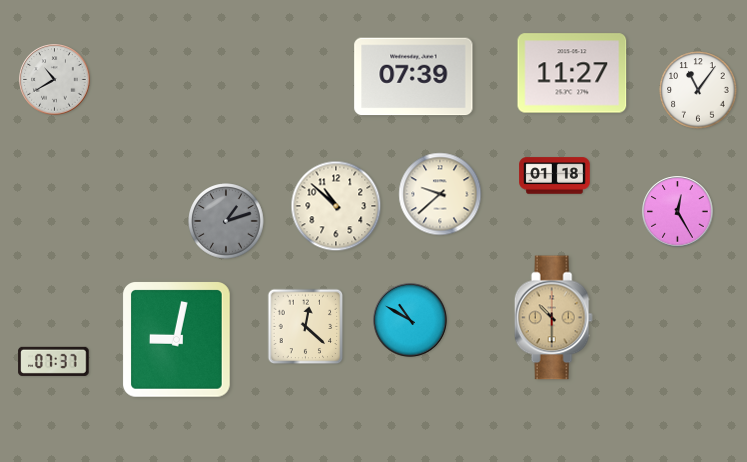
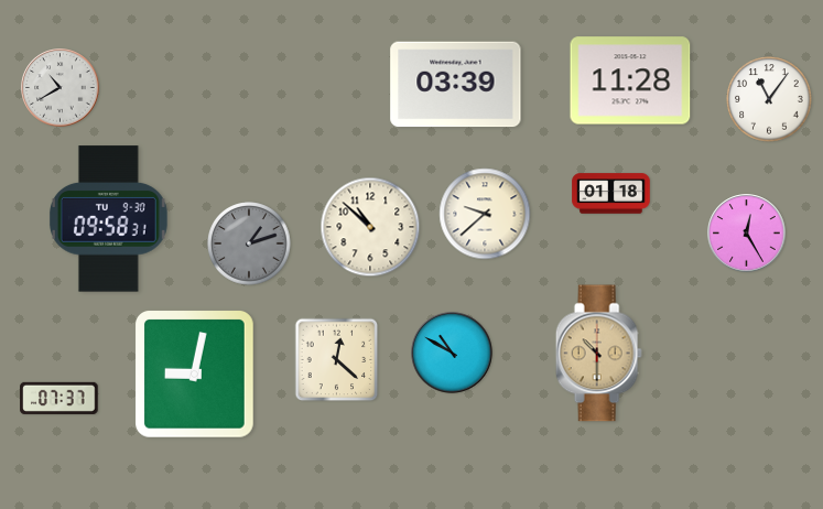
clock at (572, 73): 11:27 -> 11:28
clock at (414, 77): 07:39 -> 03:39
clock at (108, 219): none -> 09:58
clock at (553, 318) position: (553, 318) -> (598, 354)
